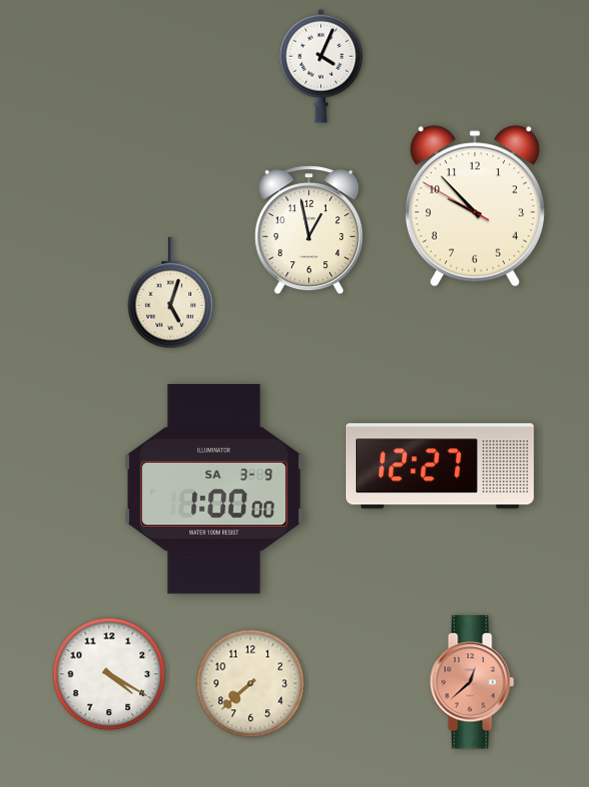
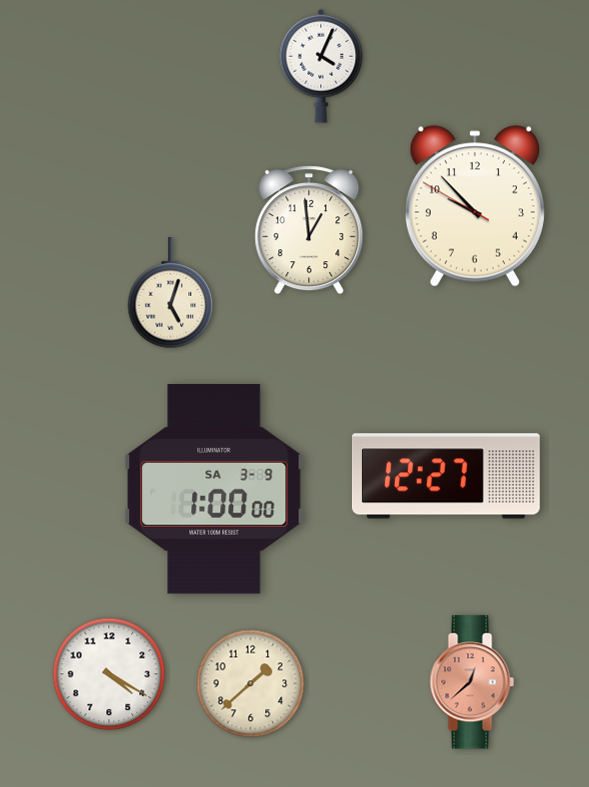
clock at (309, 230): 12:58 -> 12:59
clock at (440, 466) position: (440, 466) -> (446, 476)
clock at (251, 684): 7:38 -> 1:38
